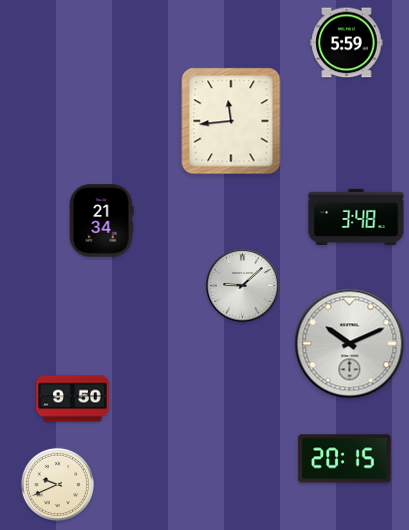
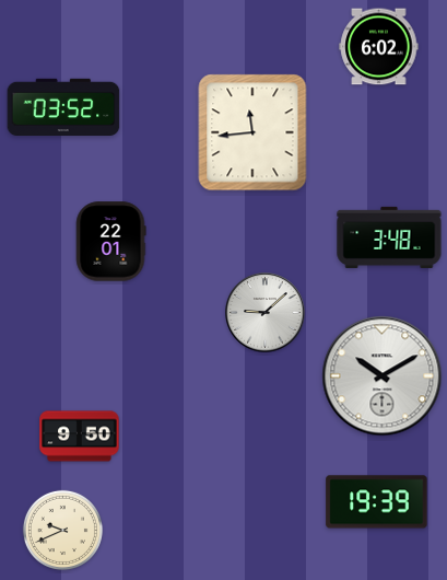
clock at (347, 43): 5:59 -> 6:02
clock at (63, 106): none -> 03:52
clock at (101, 221): 21:34 -> 22:01
clock at (350, 344): 10:11 -> 10:10
clock at (345, 459): 20:15 -> 19:39
